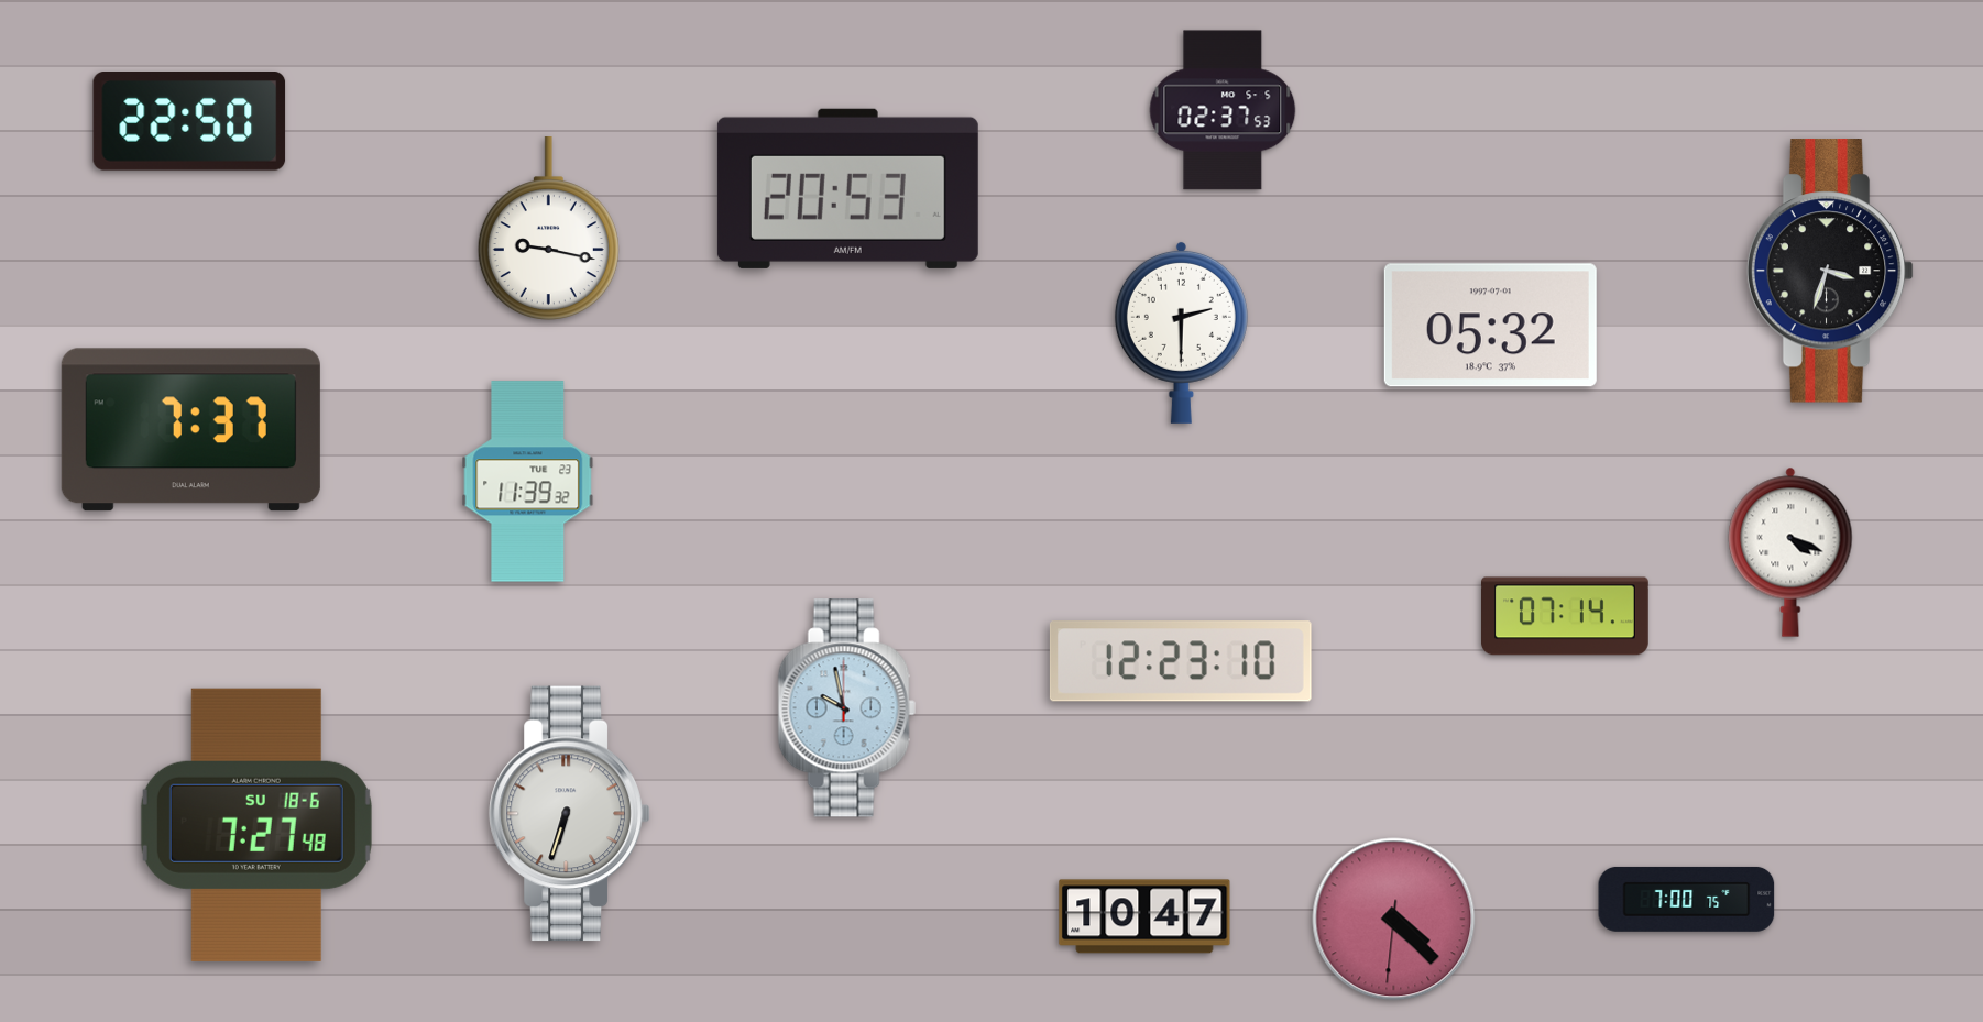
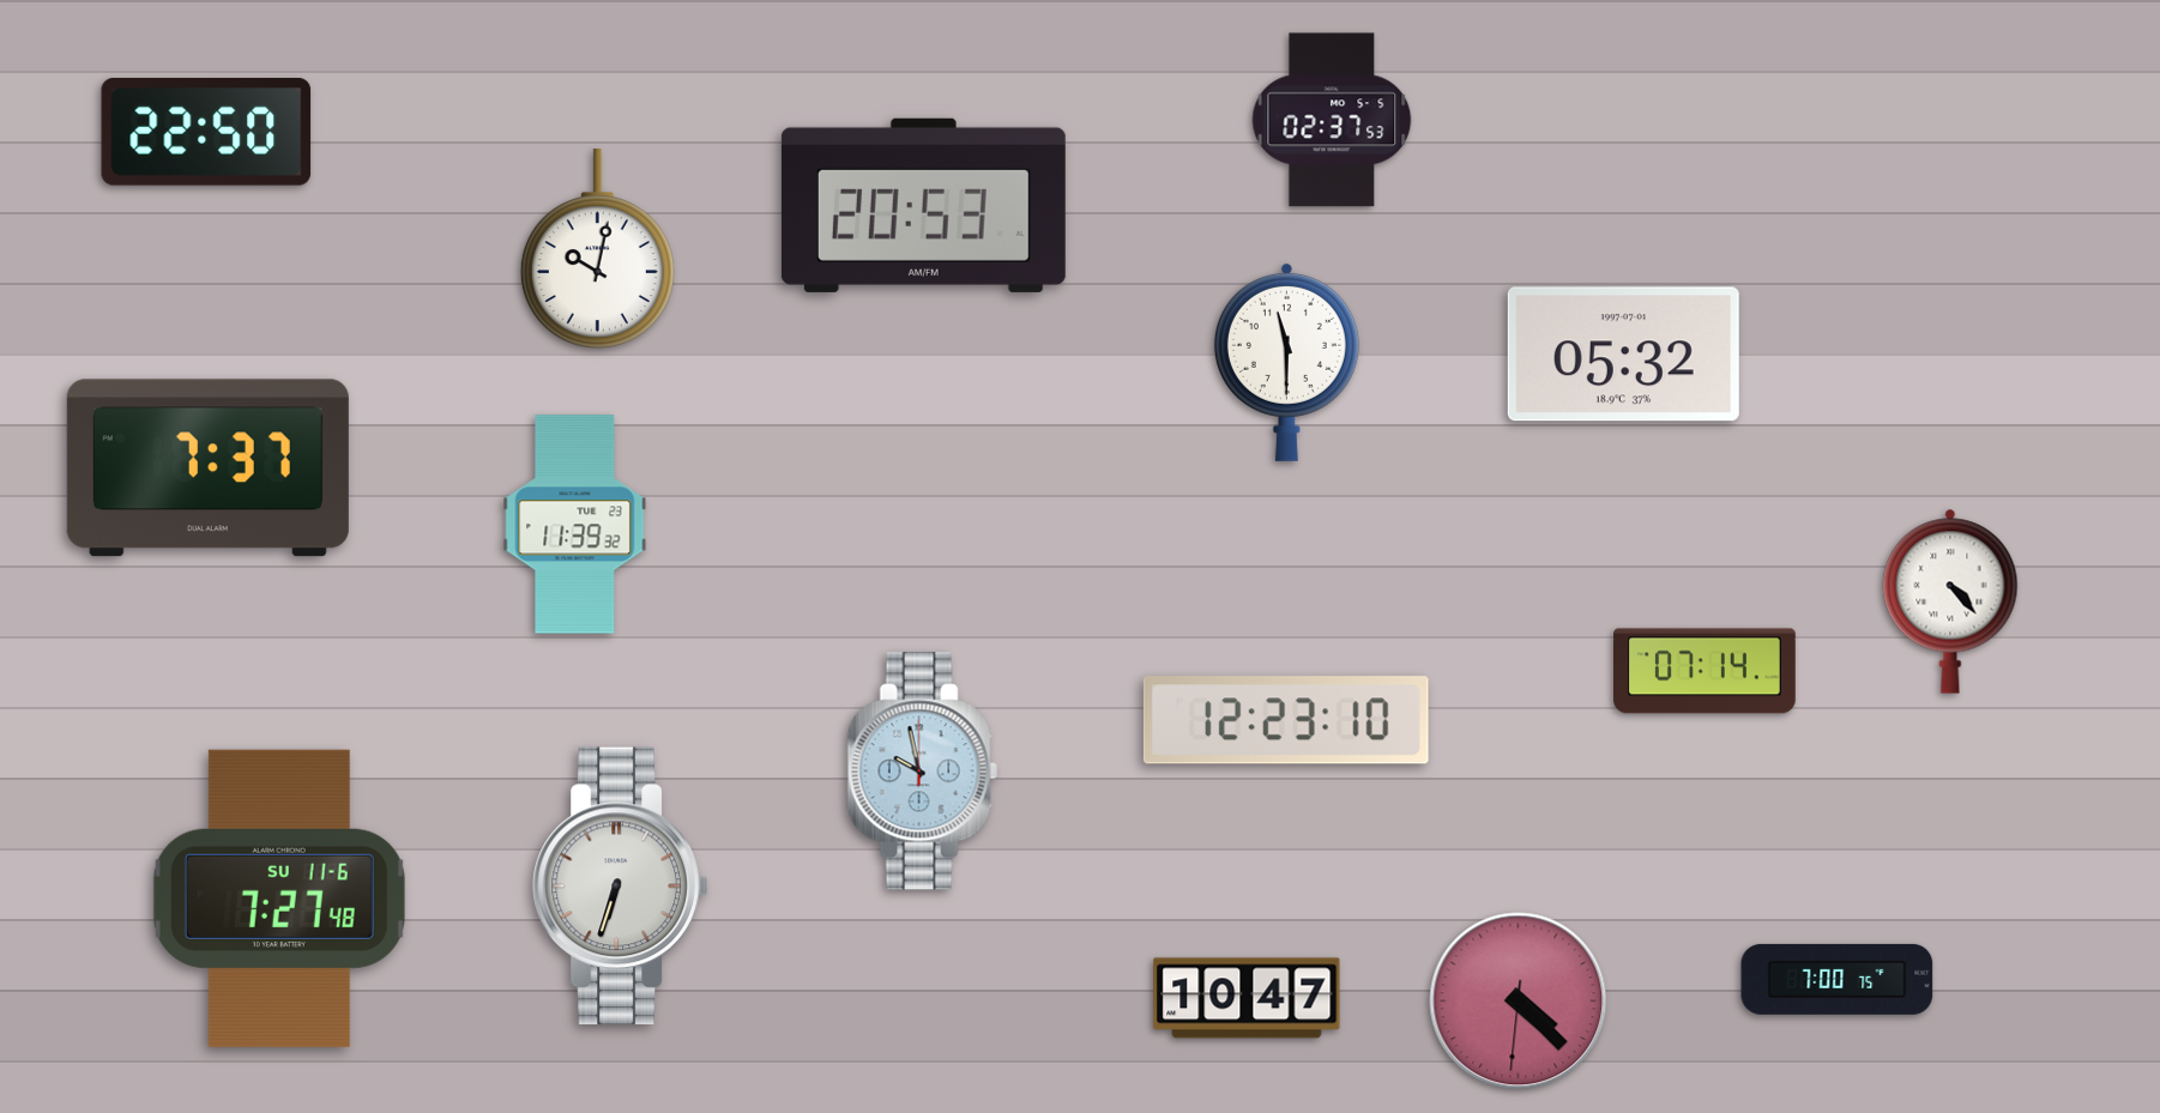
clock at (548, 230): 9:17 -> 10:02
clock at (1830, 271): 3:33 -> none
clock at (1181, 332): 2:30 -> 11:30
clock at (1790, 552): 4:19 -> 4:23
clock at (256, 825) date: SU 18-6 -> SU 11-6
